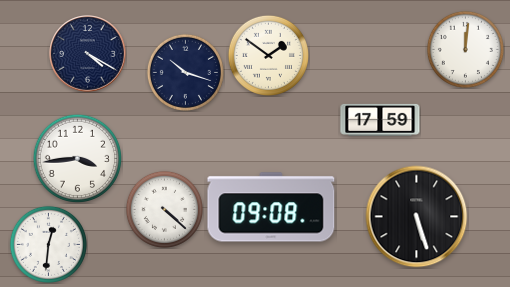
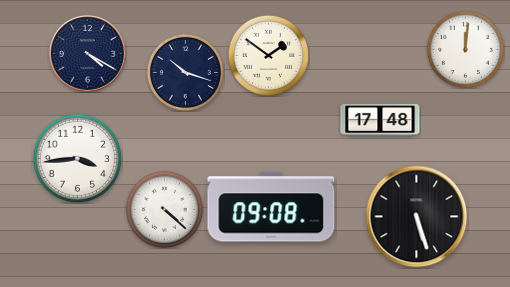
clock at (380, 120): 17:59 -> 17:48
clock at (48, 244): 12:31 -> none
